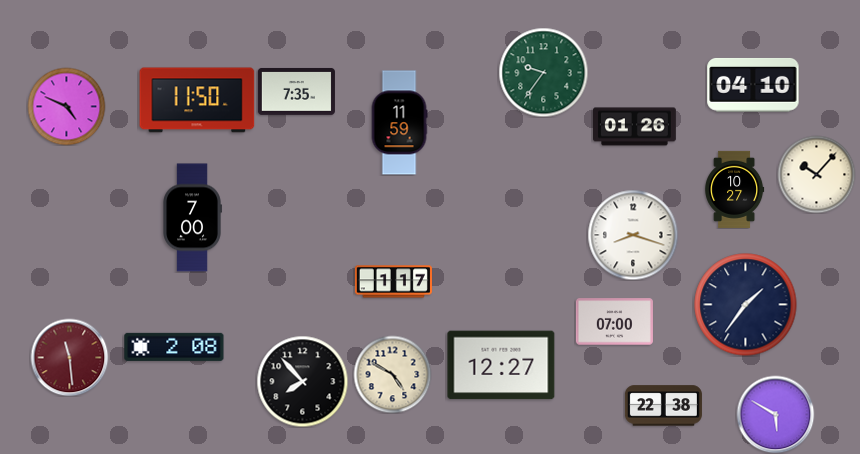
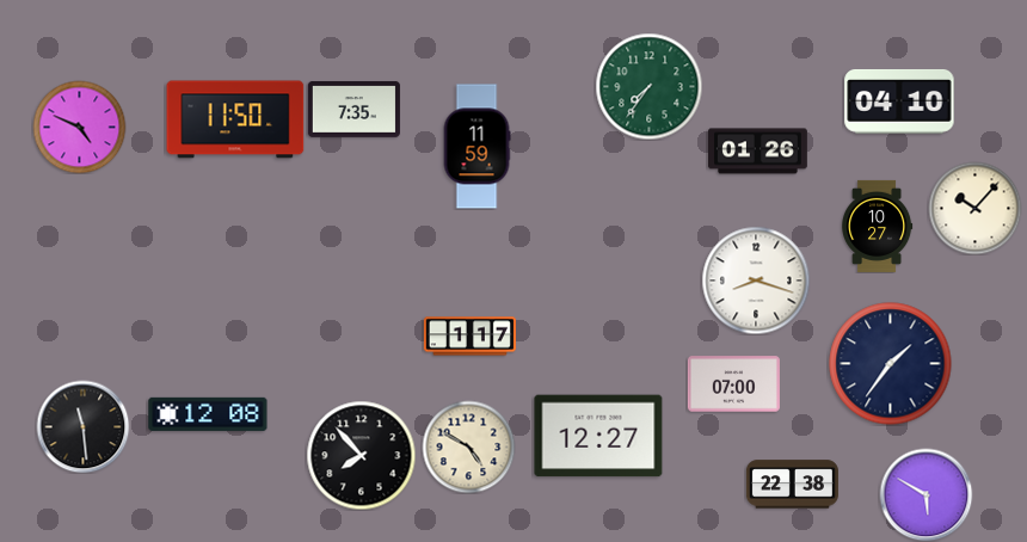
clock at (543, 72): 9:36 -> 7:36
clock at (192, 218): 7:00 -> none
clock at (174, 347): 2:08 -> 12:08
clock at (69, 357) dial: burgundy -> black
